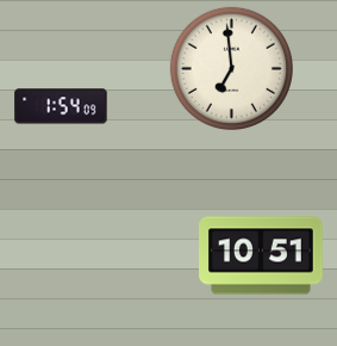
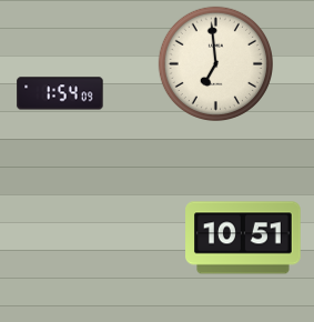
clock at (61, 106) position: (61, 106) -> (60, 93)
